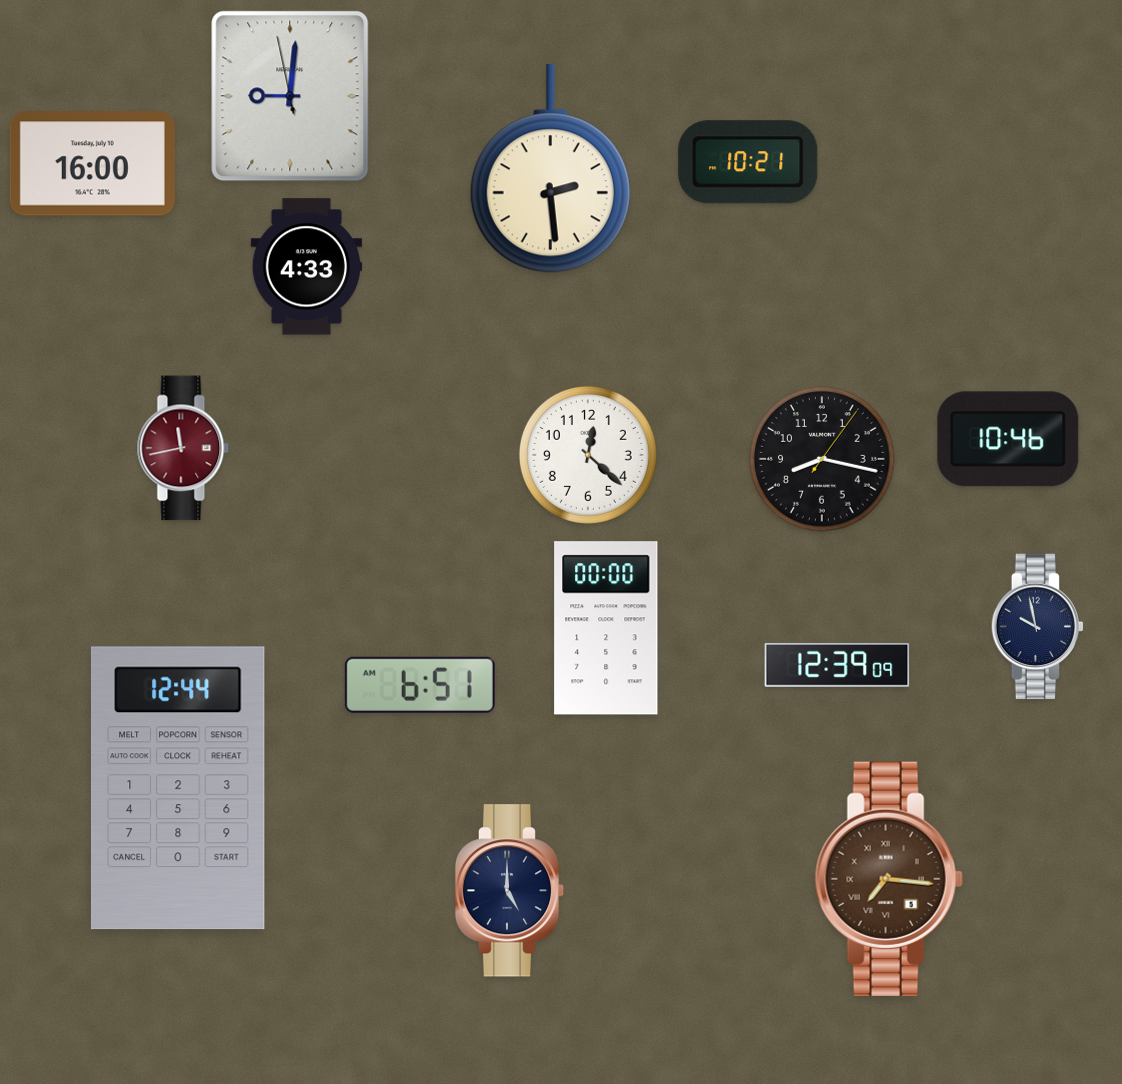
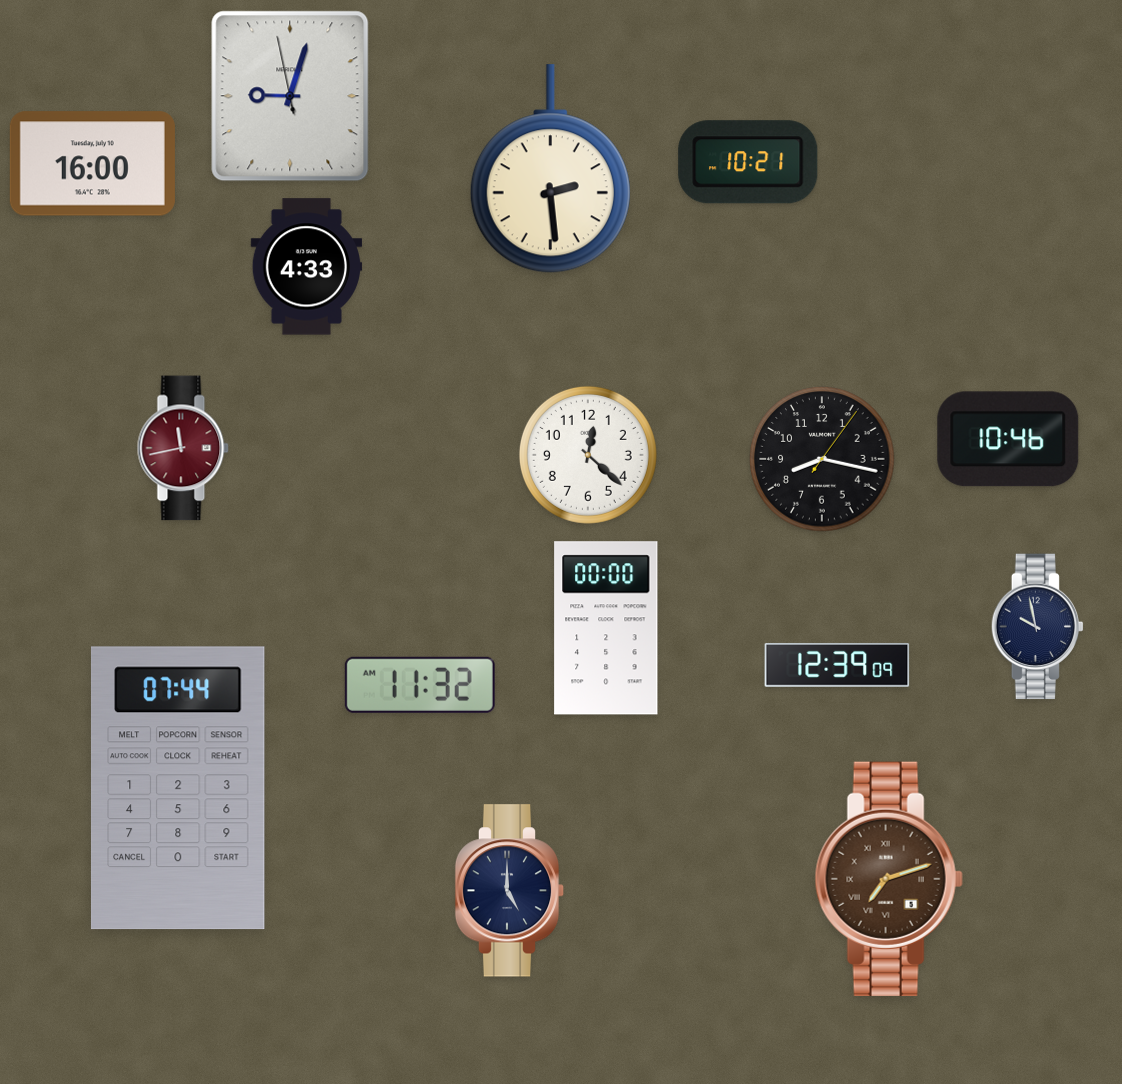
clock at (290, 96): 9:00 -> 9:02
clock at (420, 685): 6:51 -> 11:32
clock at (178, 788): 12:44 -> 07:44
clock at (889, 879): 7:16 -> 7:12
